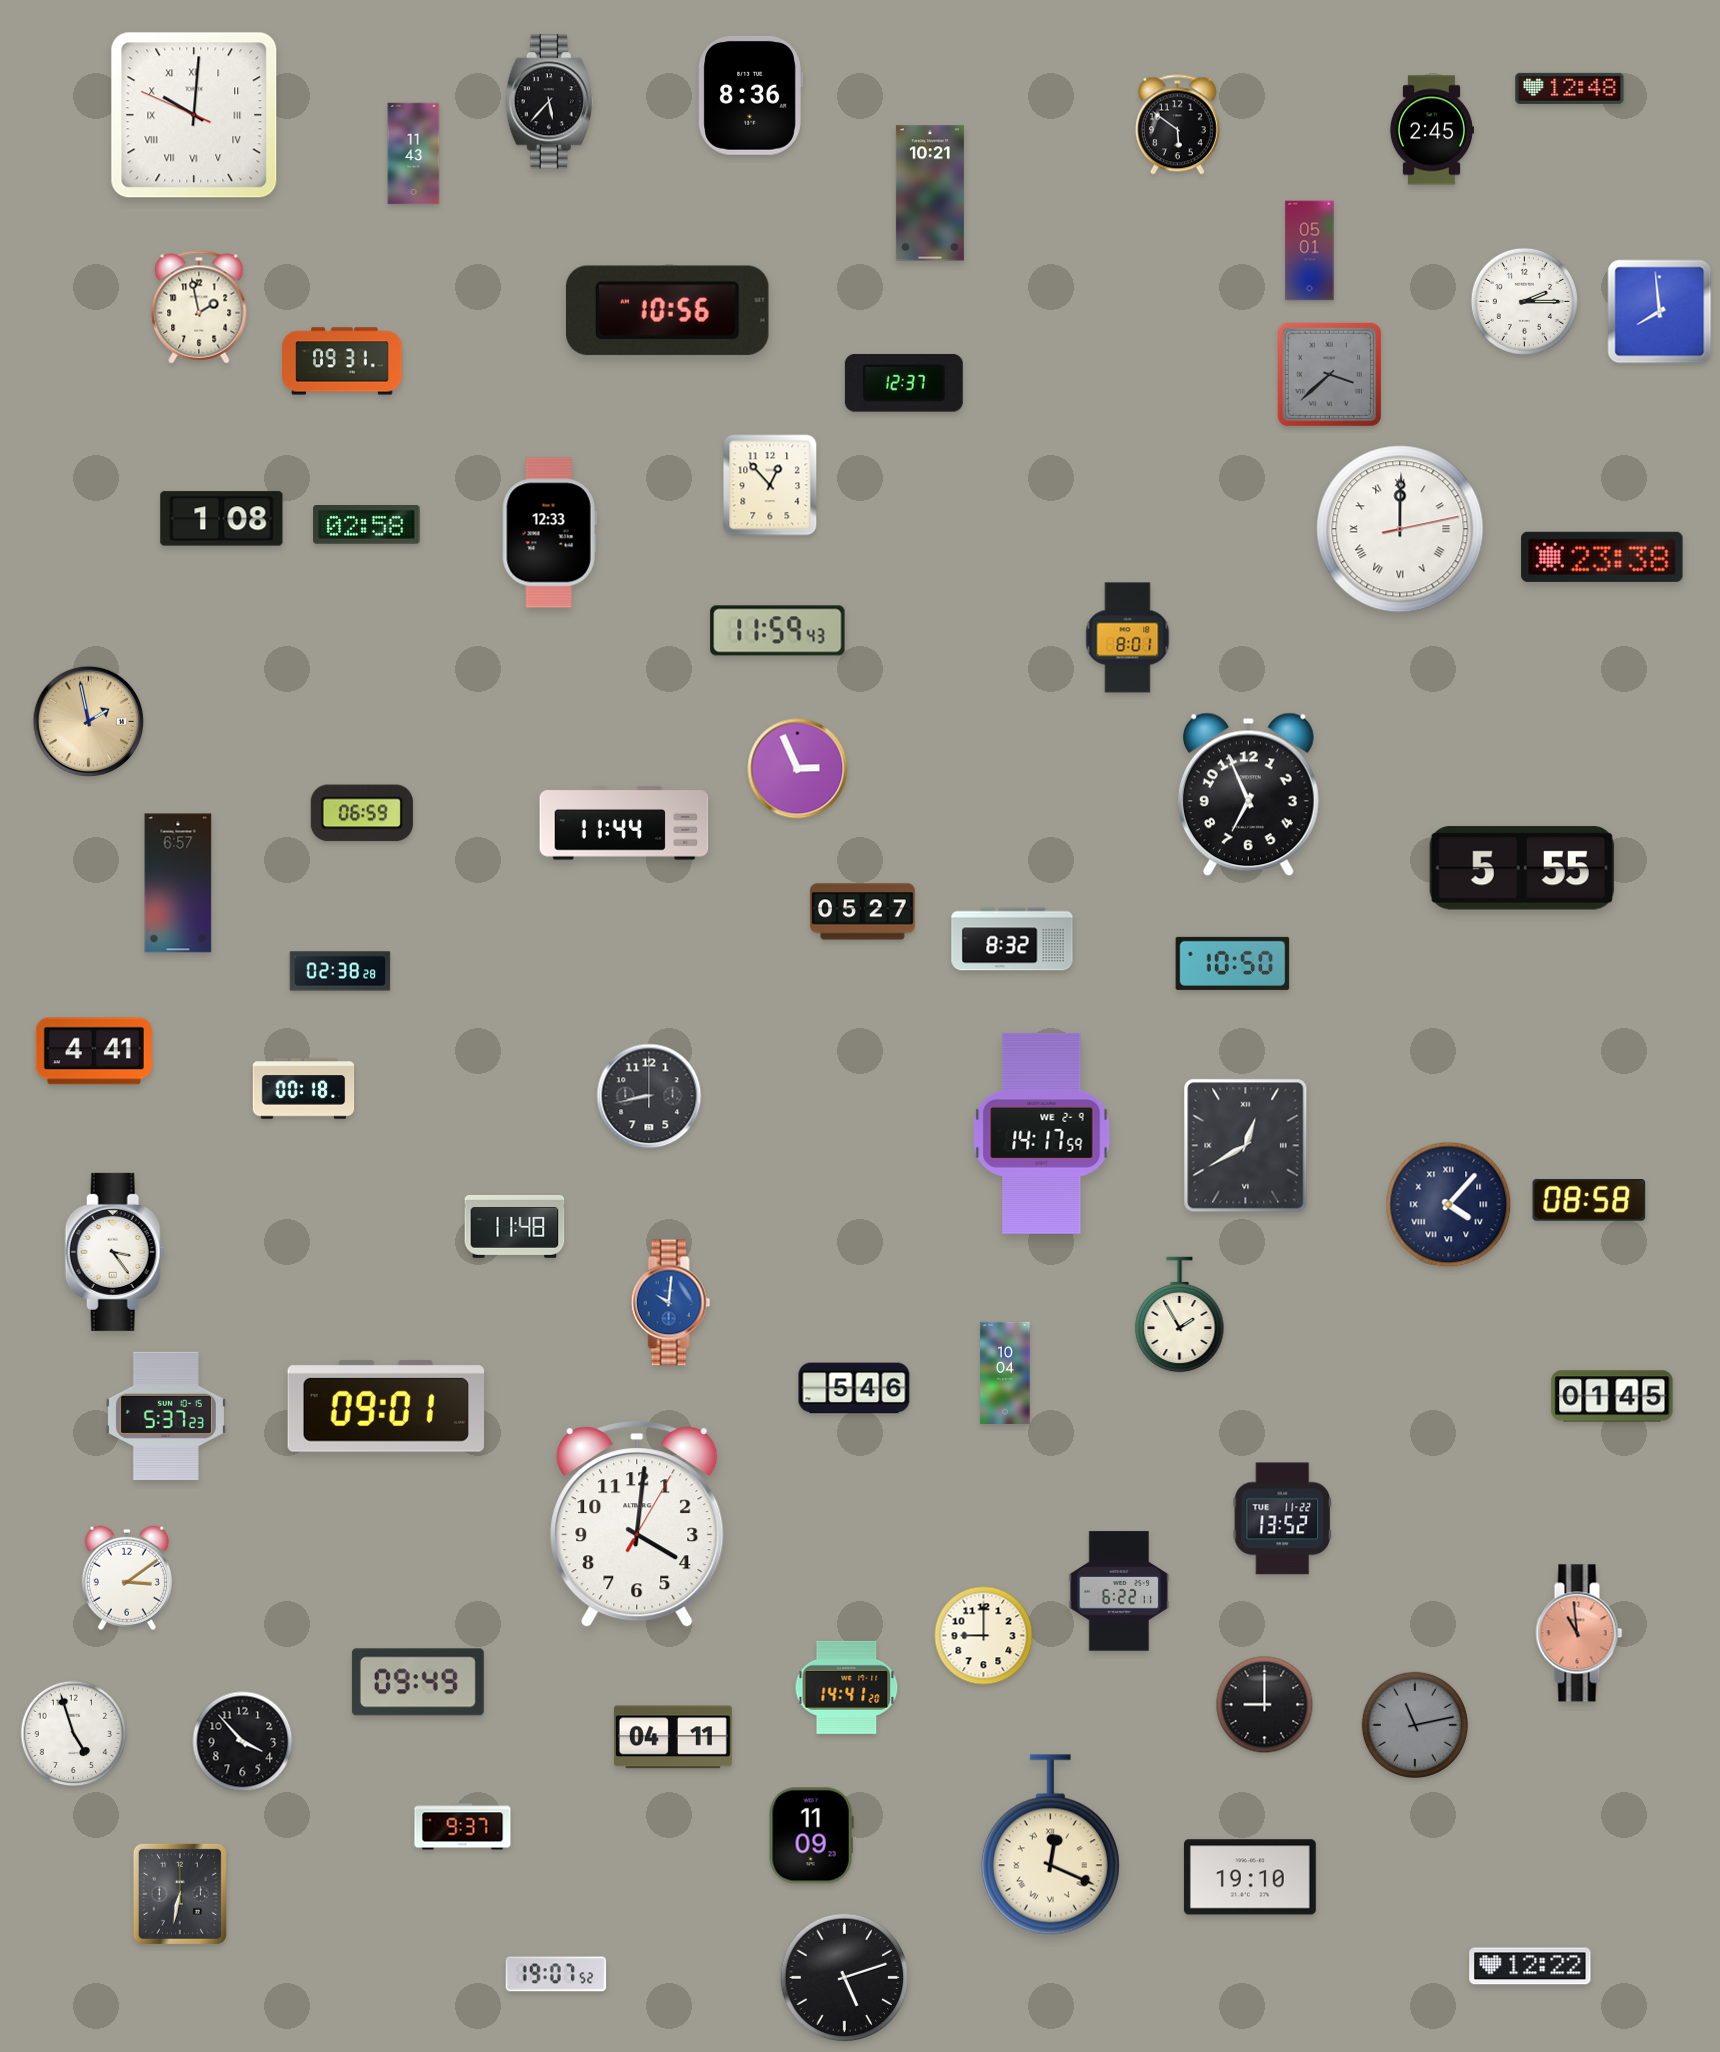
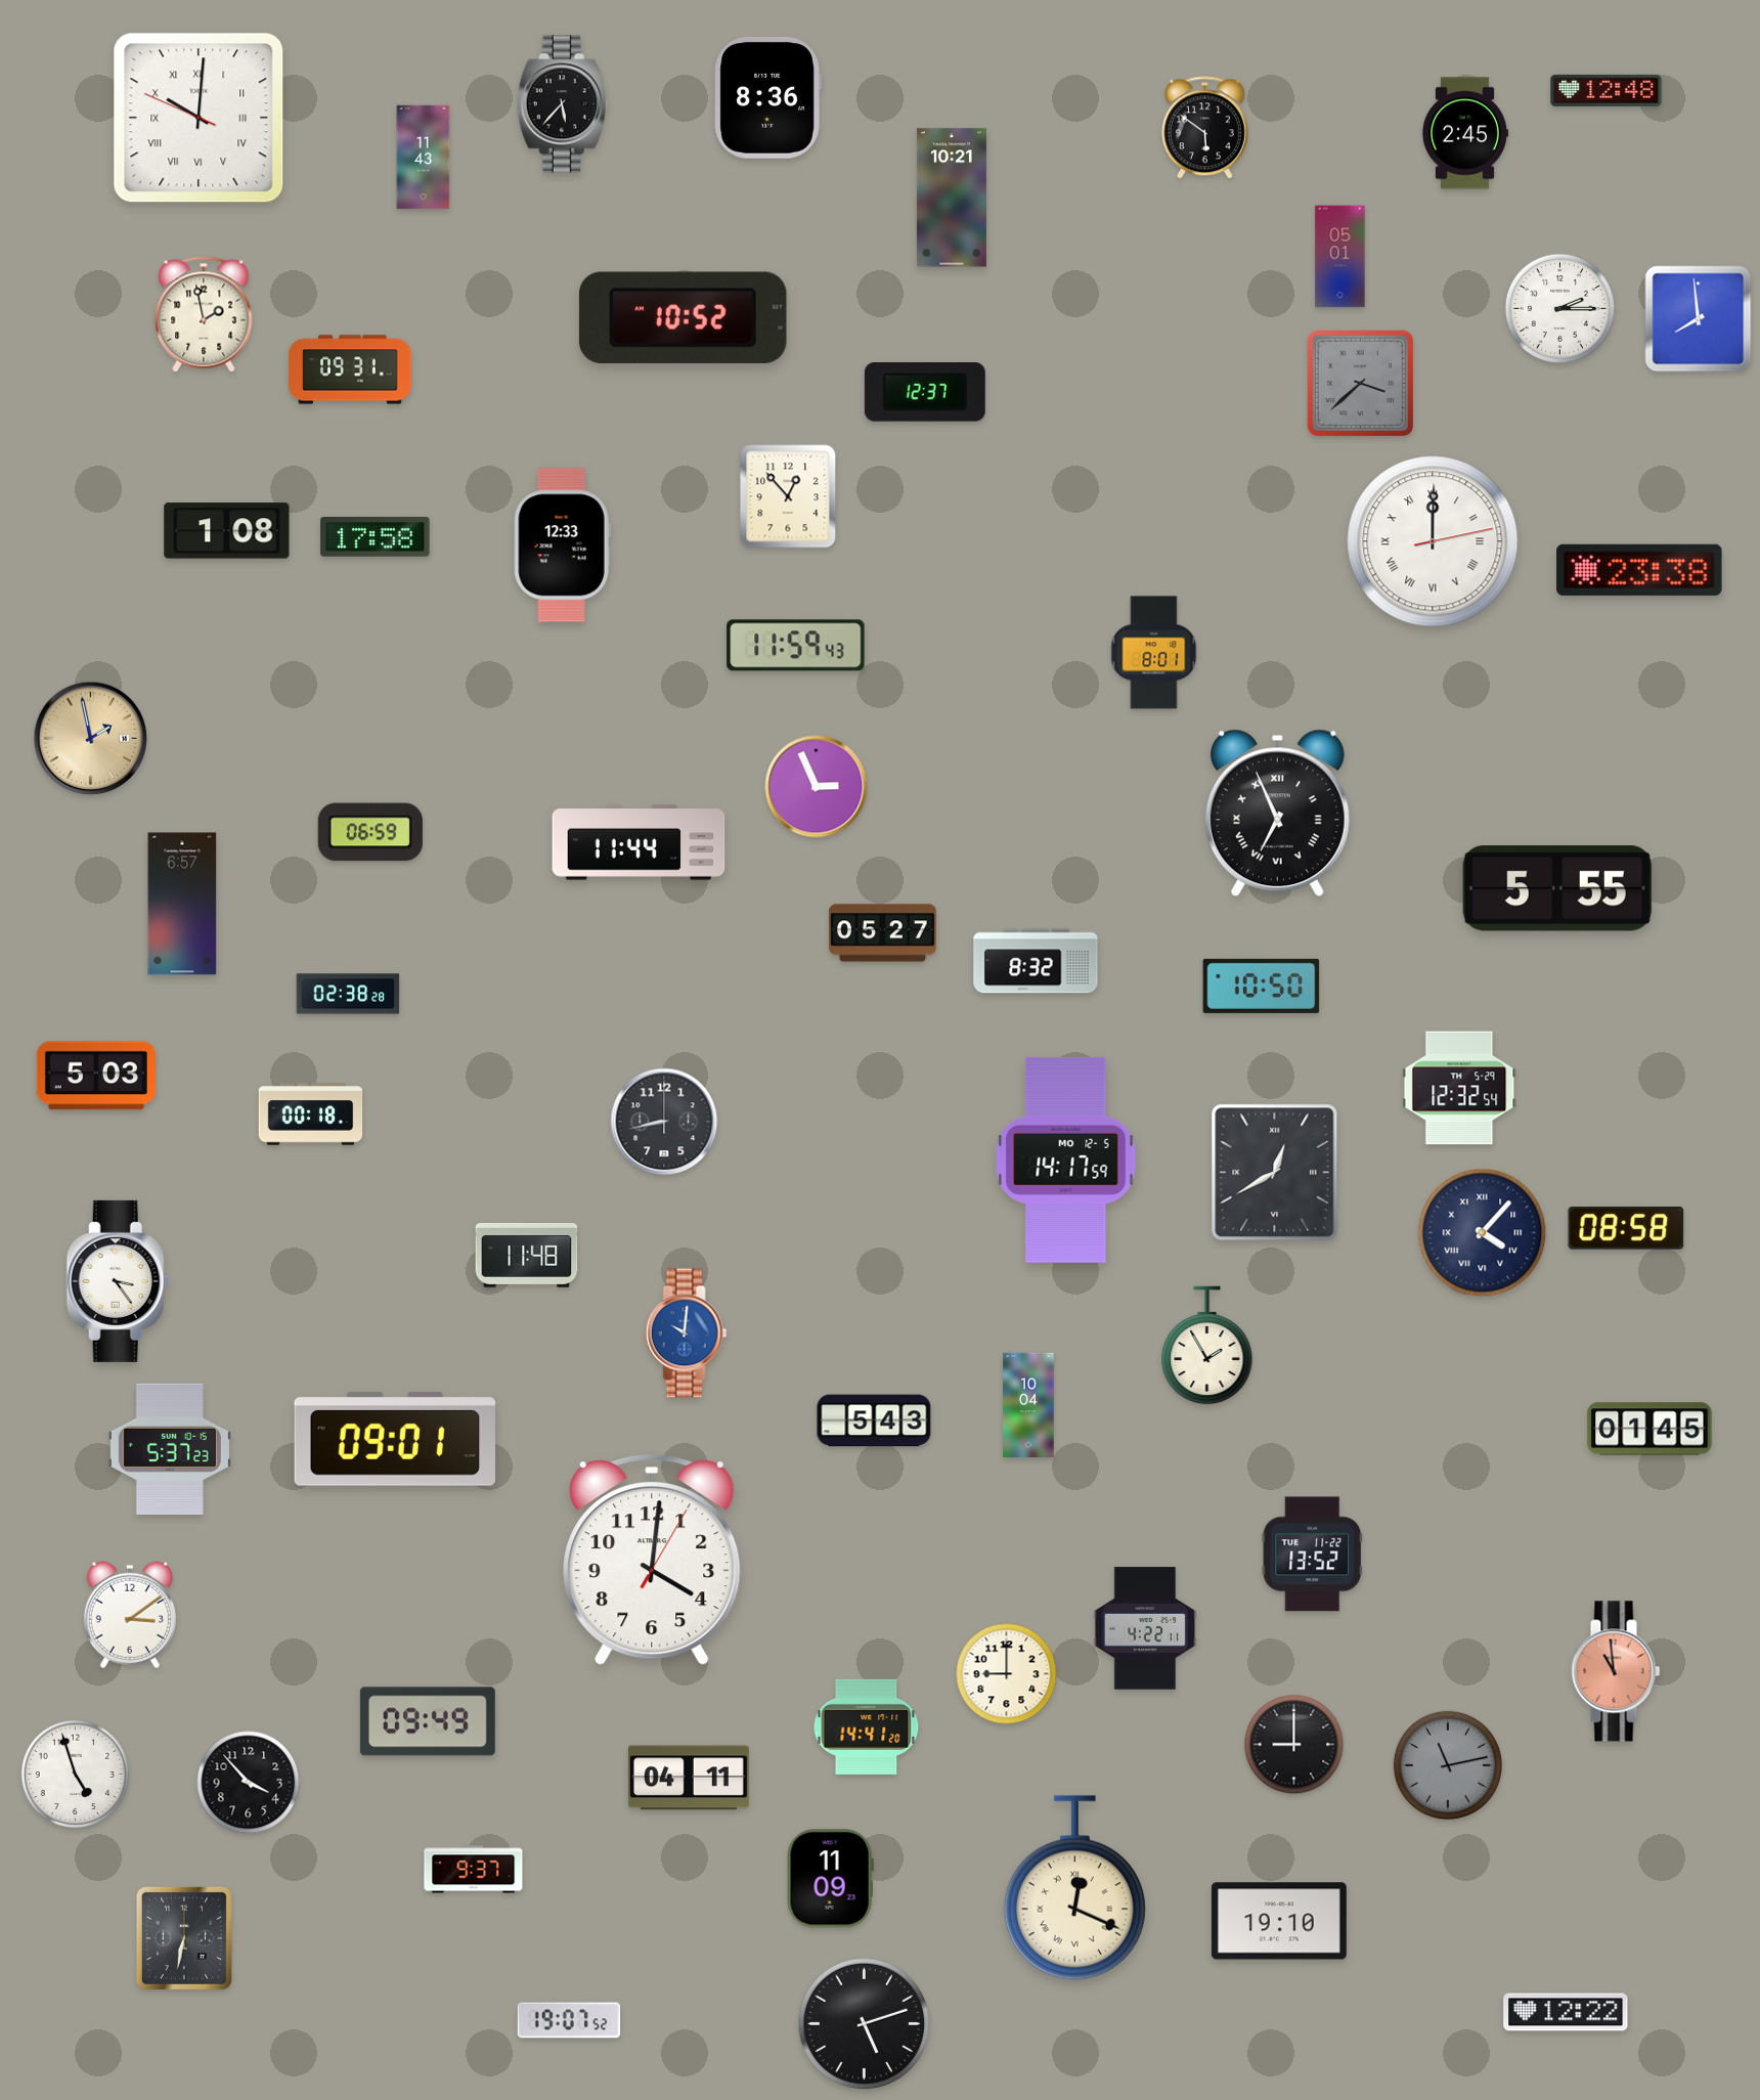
clock at (667, 310): 10:56 -> 10:52
clock at (367, 525): 02:58 -> 17:58
clock at (1248, 795) numerals: Arabic -> Roman
clock at (94, 1051): 4:41 -> 5:03
clock at (1459, 1088): none -> 12:32
clock at (1042, 1133) date: WE 2-9 -> MO 12-5
clock at (854, 1388): 5:46 -> 5:43
clock at (1119, 1591): 6:22 -> 4:22
